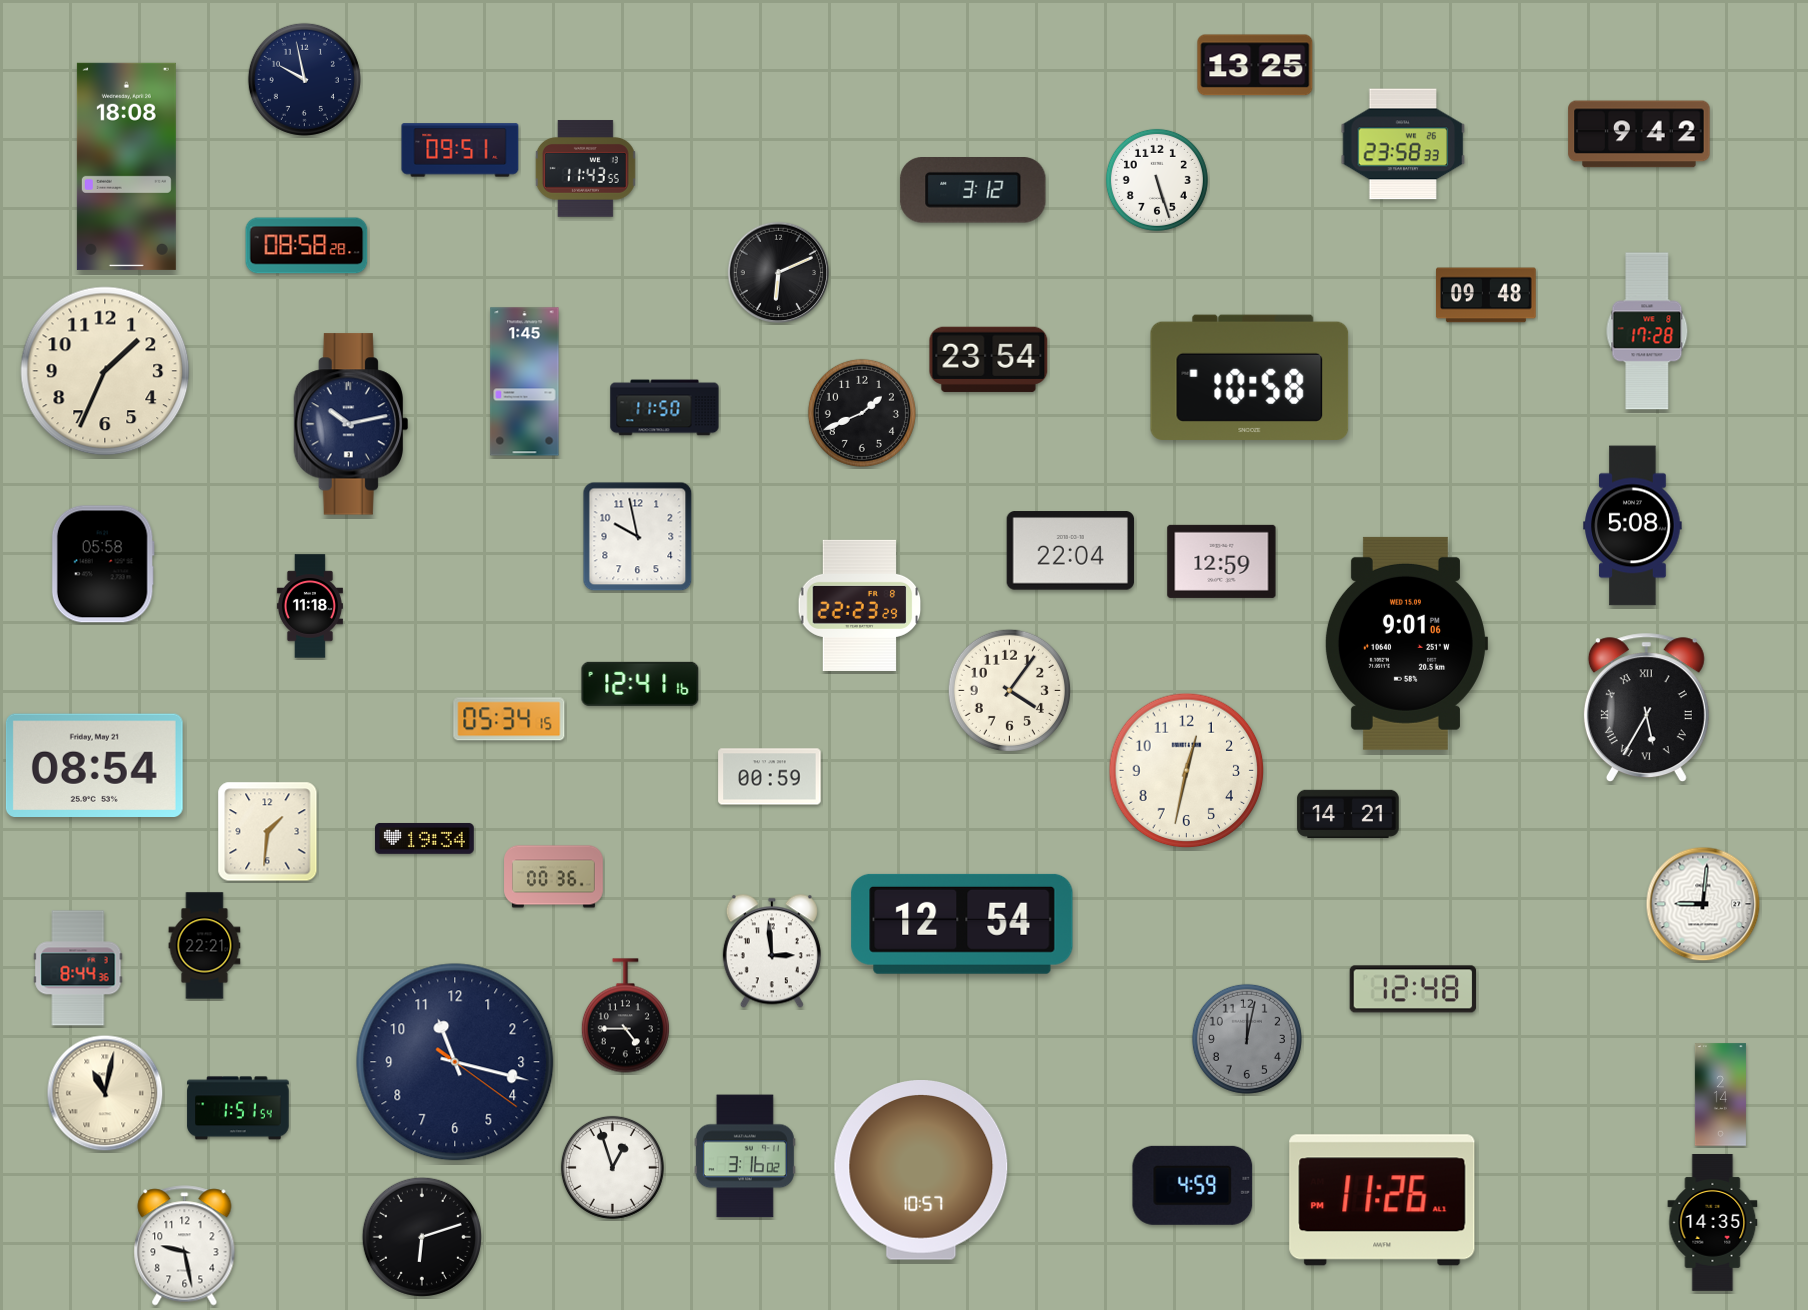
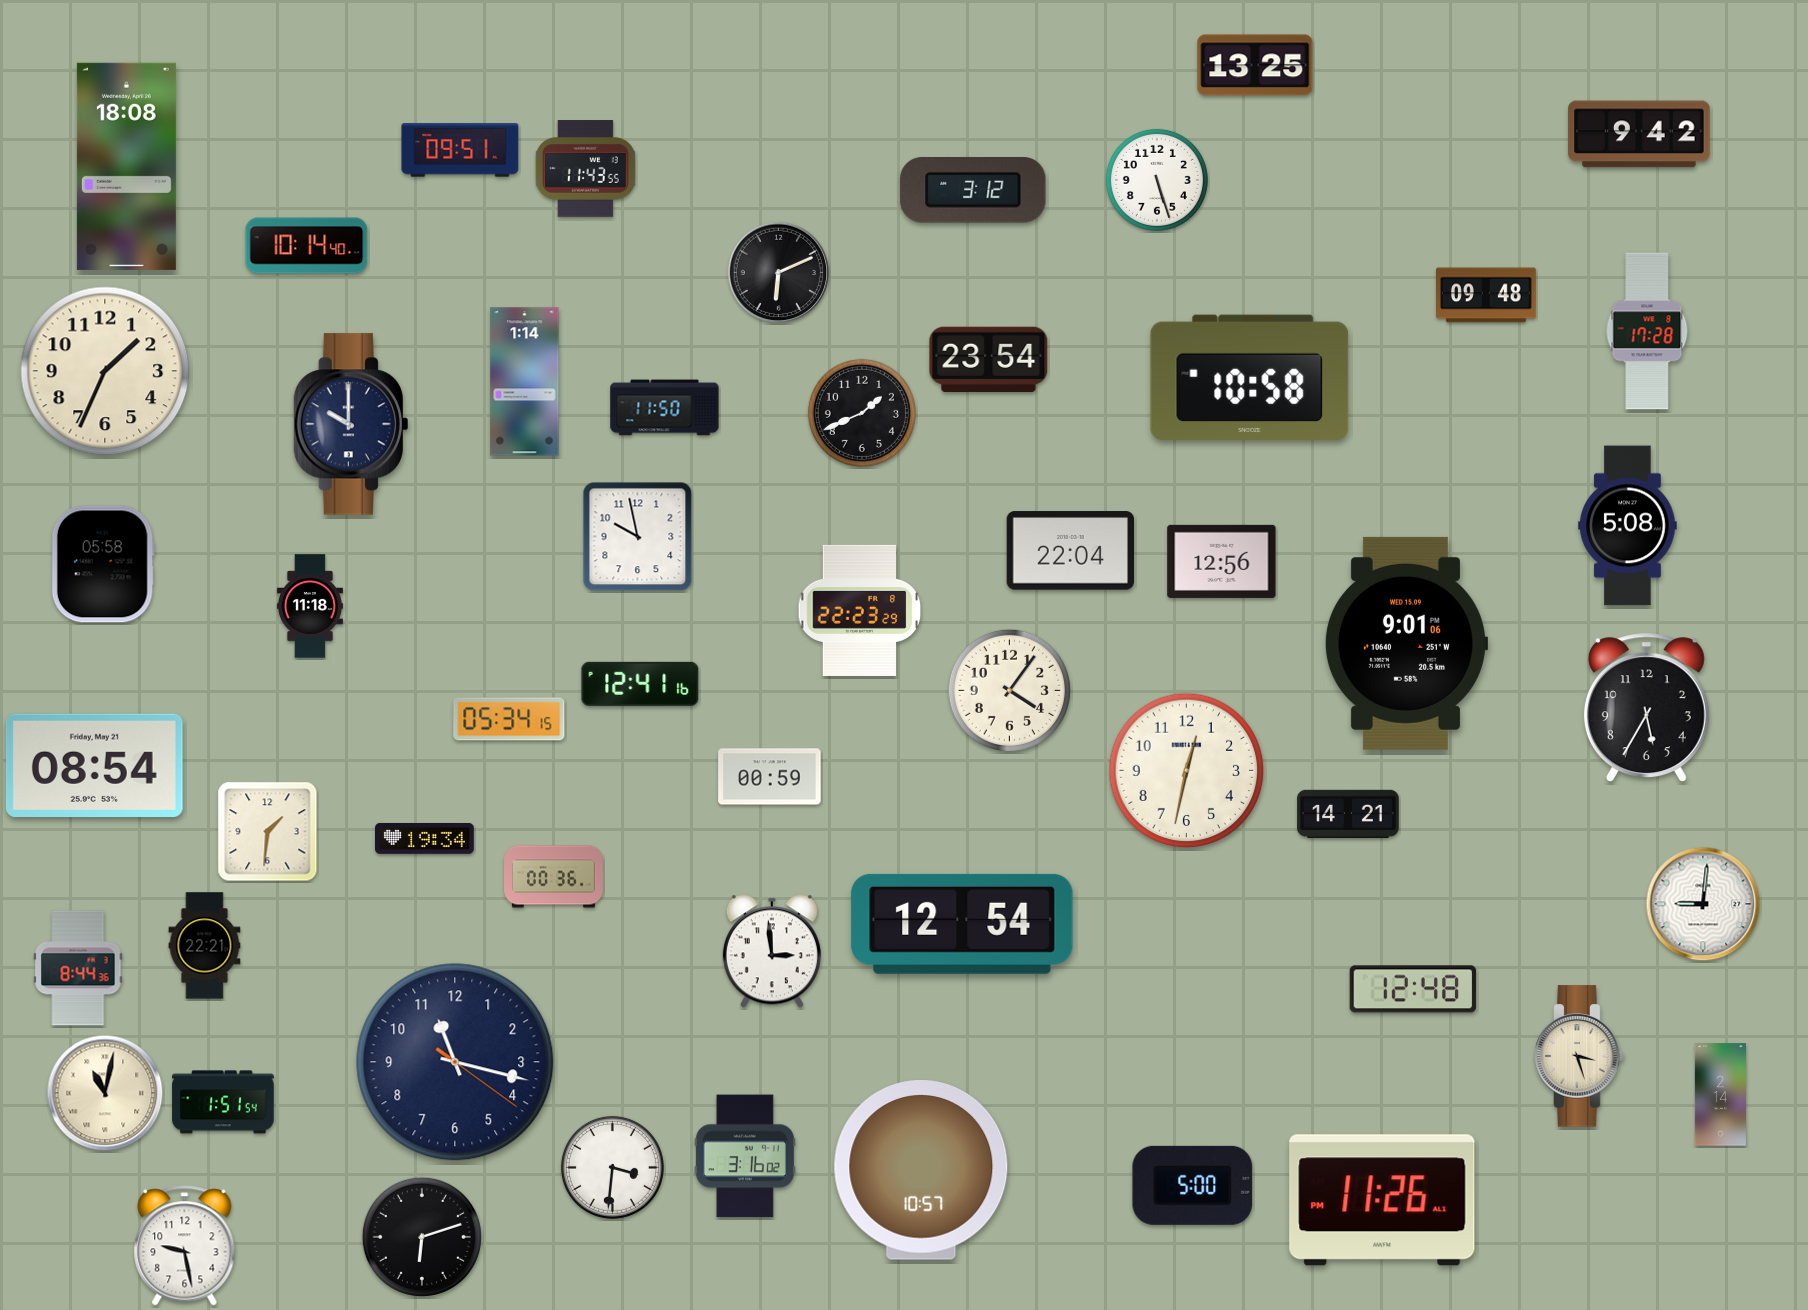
clock at (304, 79): 9:58 -> none
clock at (1403, 144): 23:58 -> none
clock at (307, 246): 08:58 -> 10:14
clock at (525, 382): 1:45 -> 1:14
clock at (350, 424): 10:13 -> 10:00
clock at (1633, 526) position: (1633, 526) -> (1628, 526)
clock at (1222, 561): 12:59 -> 12:56
clock at (860, 605) position: (860, 605) -> (860, 610)
clock at (1646, 708) numerals: Roman -> Arabic
clock at (625, 1016): 4:45 -> none
clock at (1247, 1039): 12:02 -> none
clock at (1579, 1056): none -> 3:27
clock at (238, 1108) position: (238, 1108) -> (223, 1102)
clock at (612, 1167): 12:57 -> 3:31
clock at (1193, 1185): 4:59 -> 5:00
clock at (1713, 1223): 14:35 -> none
